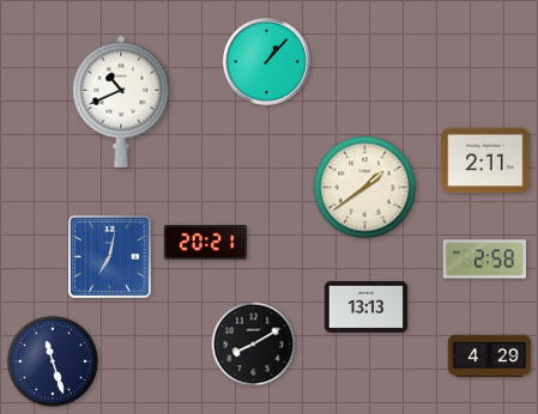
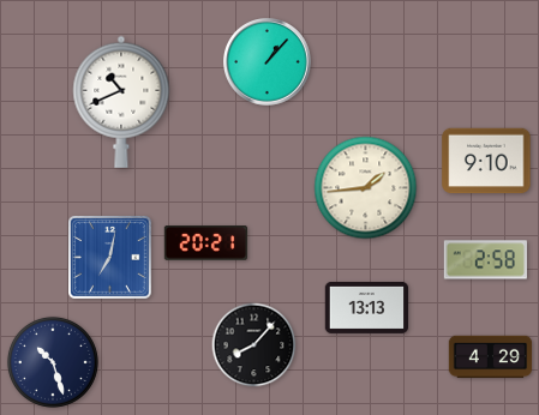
clock at (485, 160): 2:11 -> 9:10
clock at (365, 188): 1:39 -> 1:44
clock at (254, 345): 8:10 -> 8:07
clock at (53, 361): 11:27 -> 10:27
